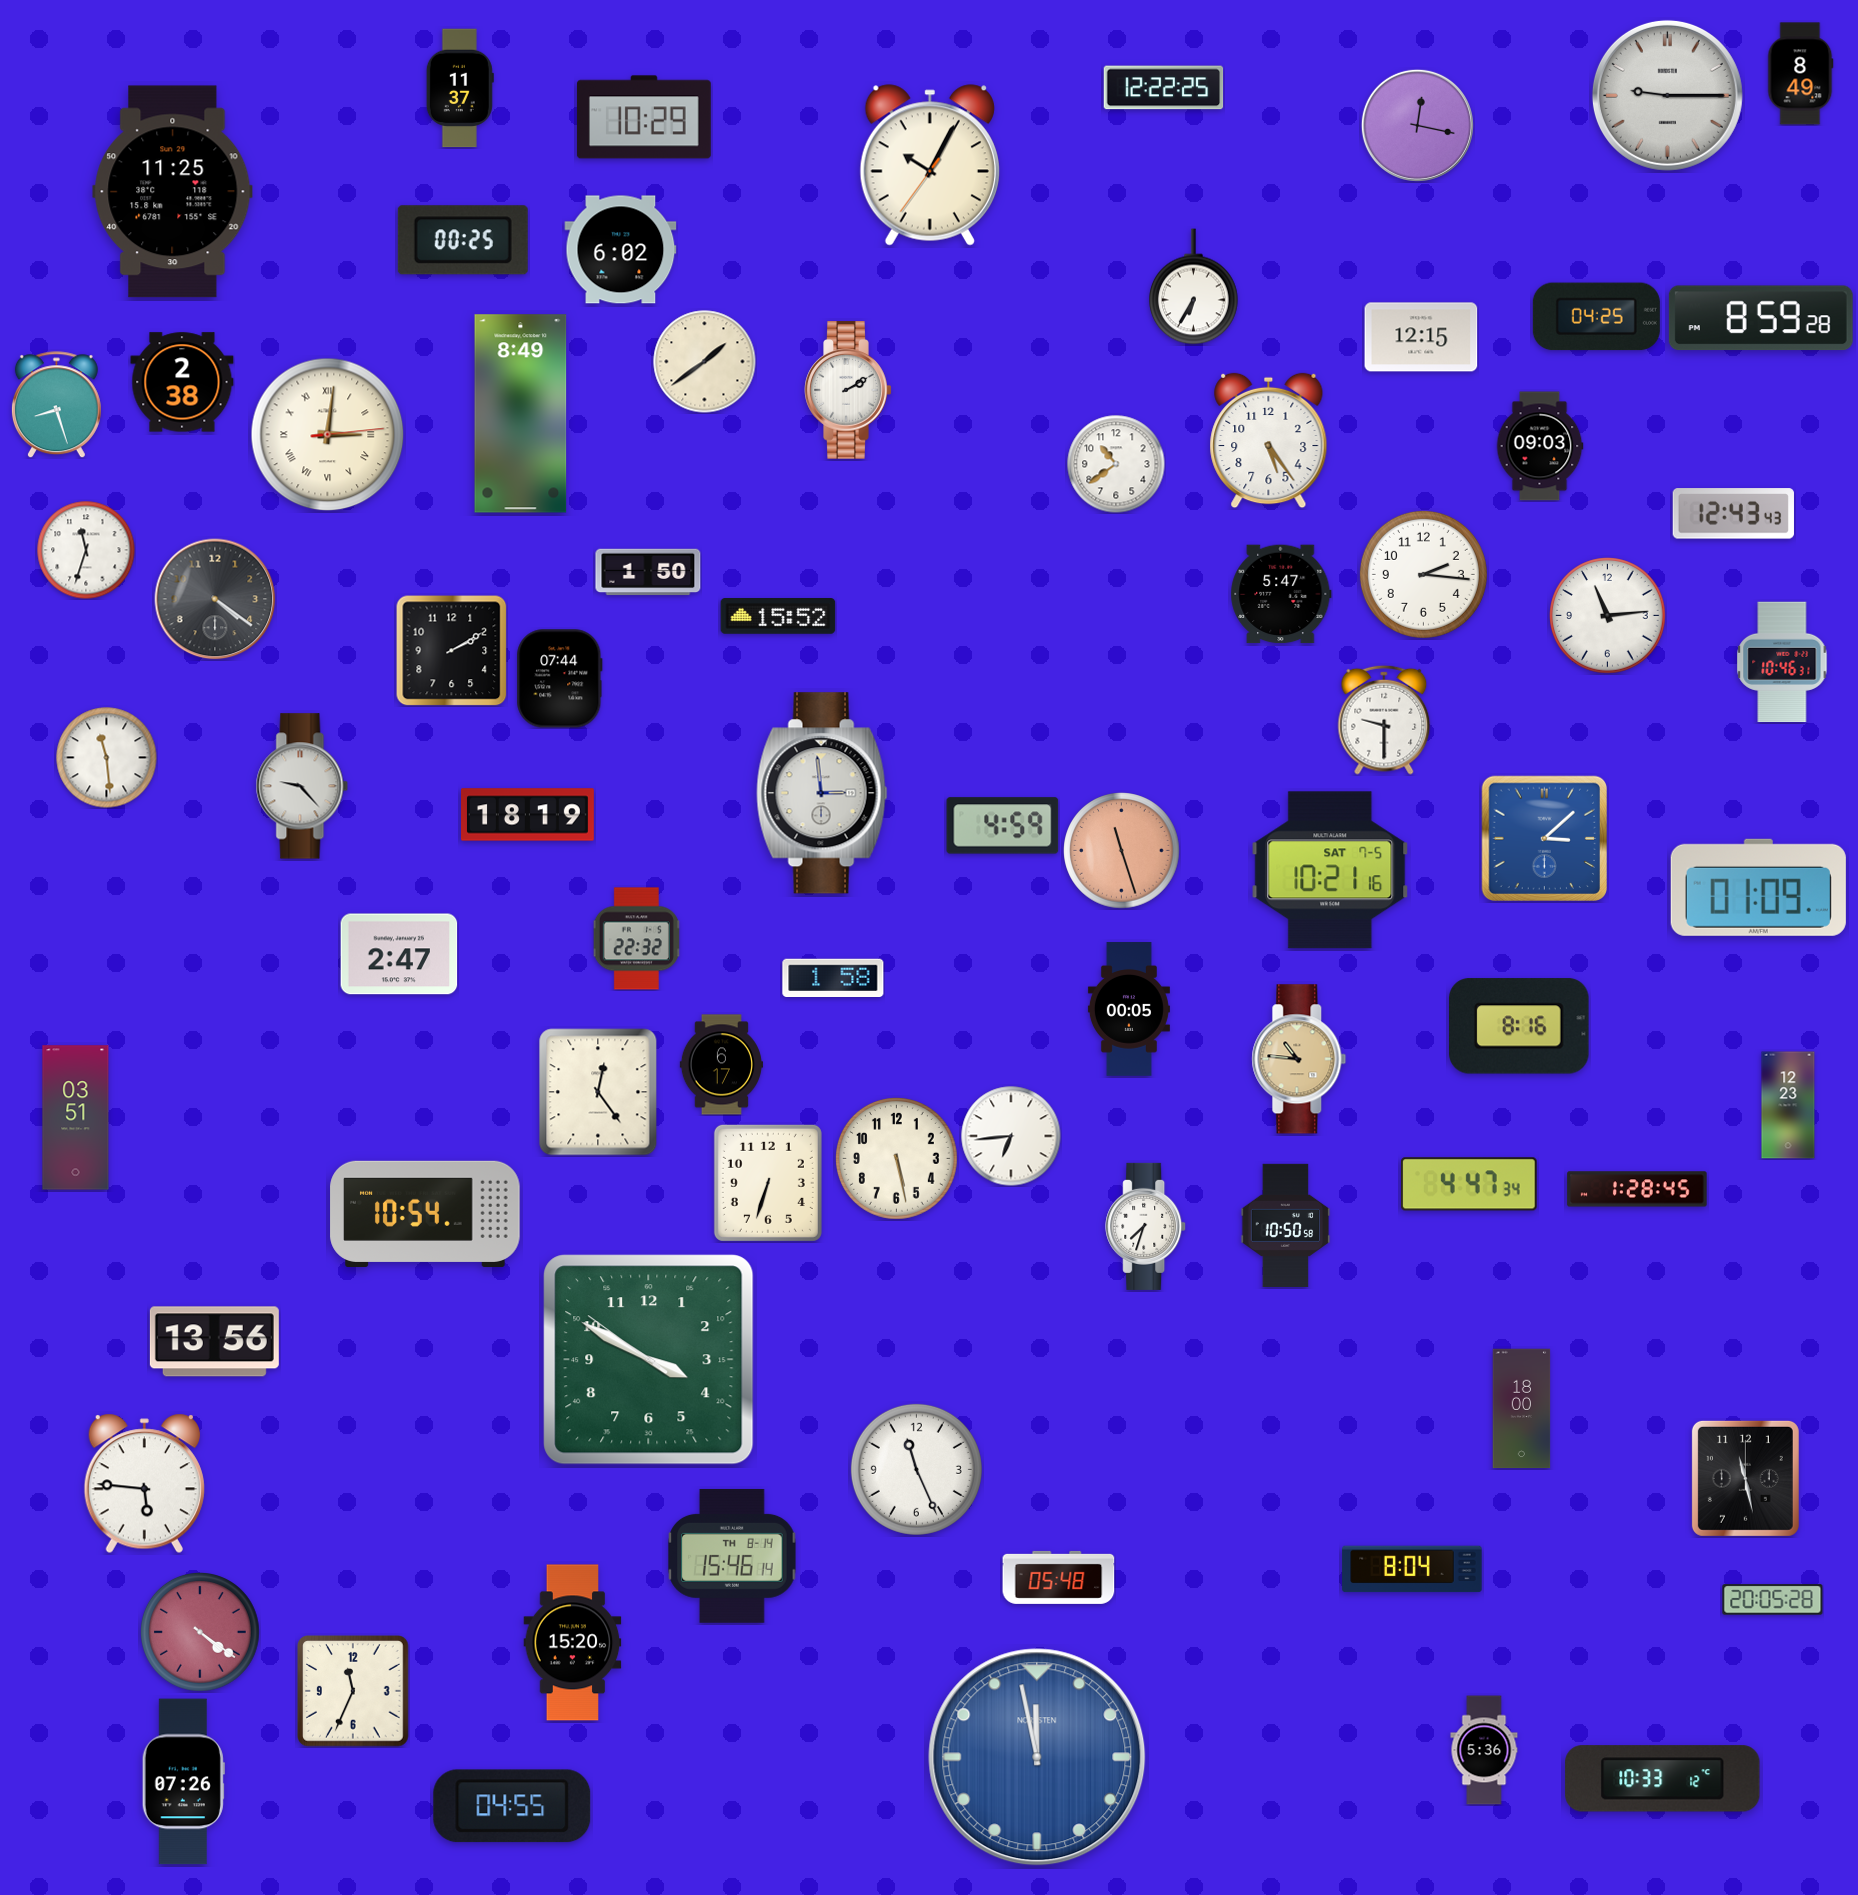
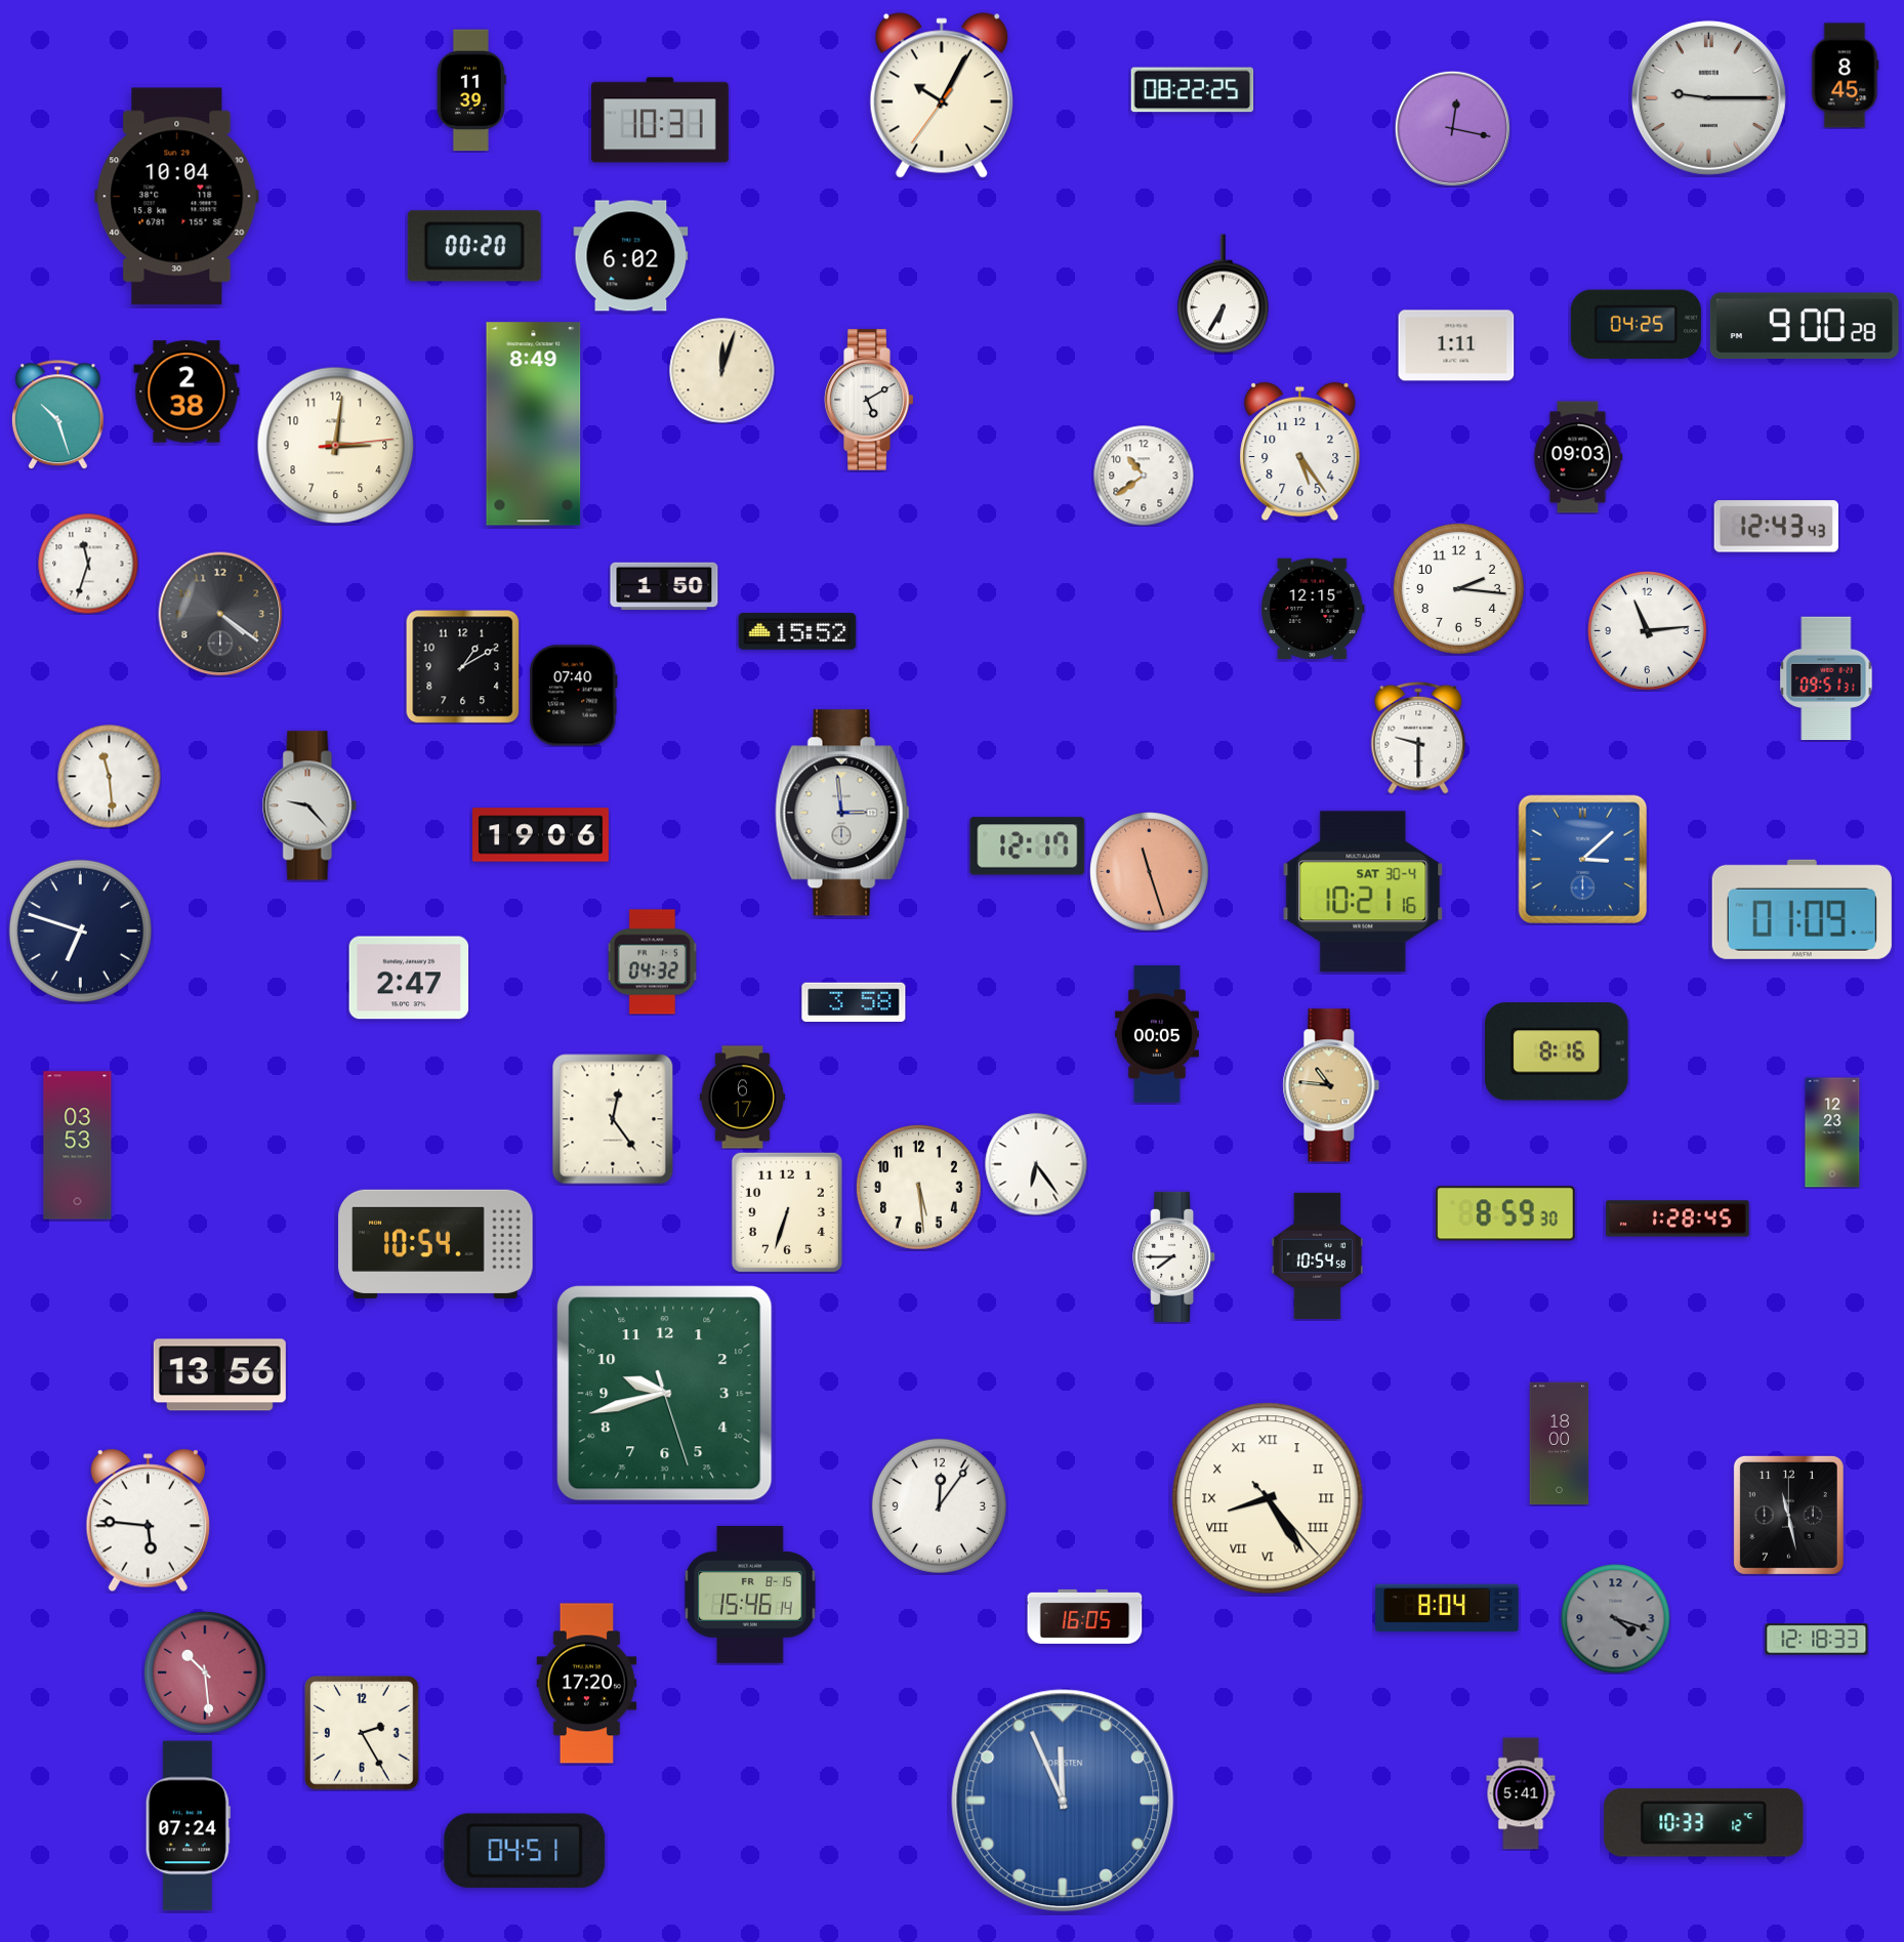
clock at (1801, 74): 8:49 -> 8:45
clock at (460, 88): 11:37 -> 11:39
clock at (1164, 88): 12:22 -> 08:22
clock at (644, 117): 10:29 -> 10:31
clock at (930, 165) position: (930, 165) -> (942, 95)
clock at (173, 192): 11:25 -> 10:04
clock at (463, 240): 00:25 -> 00:20
clock at (621, 250) position: (621, 250) -> (631, 256)
clock at (1761, 318): 8:59 -> 9:00
clock at (1421, 337): 12:15 -> 1:11
clock at (705, 362): 1:39 -> 12:03
clock at (848, 390): 2:10 -> 5:10
clock at (56, 405): 8:27 -> 10:27
clock at (328, 435) numerals: Roman -> Arabic
clock at (1281, 594): 5:47 -> 12:15
clock at (451, 650): 2:10 -> 1:10
clock at (1782, 662): 10:46 -> 09:51
clock at (560, 679): 07:44 -> 07:40
clock at (528, 815): 18:19 -> 19:06
clock at (1003, 826): 4:59 -> 12:17
clock at (1330, 870) date: SAT 7-5 -> SAT 30-4
clock at (80, 931): none -> 6:48
clock at (636, 939): 22:32 -> 04:32
clock at (833, 978): 1:58 -> 3:58
clock at (721, 1065) position: (721, 1065) -> (742, 1098)
clock at (76, 1118): 03:51 -> 03:53
clock at (1011, 1136): 6:44 -> 6:24
clock at (896, 1158): 5:28 -> 5:29
clock at (1469, 1184): 4:47 -> 8:59
clock at (1286, 1225): 10:50 -> 10:54
clock at (1146, 1226): 7:33 -> 7:45
clock at (649, 1360): 3:49 -> 9:42
clock at (1268, 1498): none -> 8:24
clock at (916, 1469): 11:26 -> 12:06
clock at (732, 1556) date: TH 8-14 -> FR 8-15
clock at (1059, 1577): 05:48 -> 16:05
clock at (1616, 1619): none -> 4:18
clock at (1773, 1600): 20:05 -> 12:18
clock at (201, 1633): 4:21 -> 10:29
clock at (573, 1643): 15:20 -> 17:20
clock at (353, 1691): 11:34 -> 2:25
clock at (1484, 1750): 5:36 -> 5:41
clock at (1037, 1757): 11:58 -> 11:56
clock at (183, 1782): 07:26 -> 07:24
clock at (512, 1806): 04:55 -> 04:51
